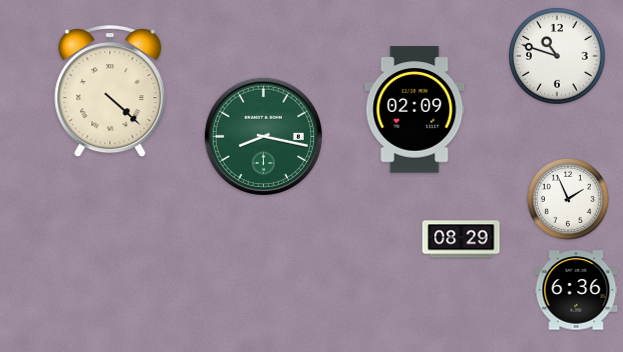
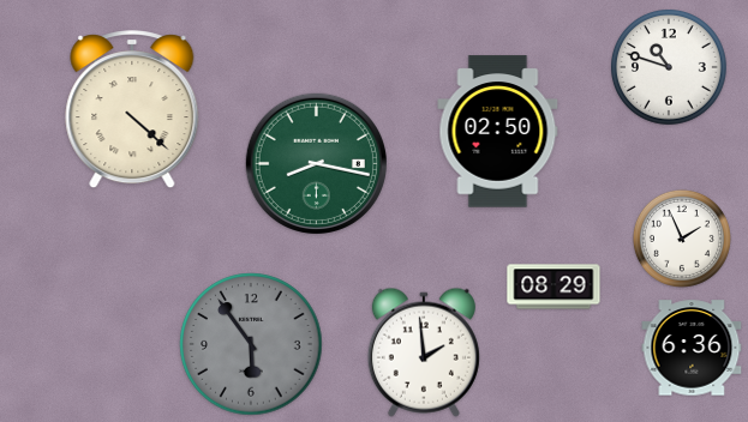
clock at (415, 110): 02:09 -> 02:50
clock at (251, 344): none -> 5:54
clock at (424, 352): none -> 1:59
